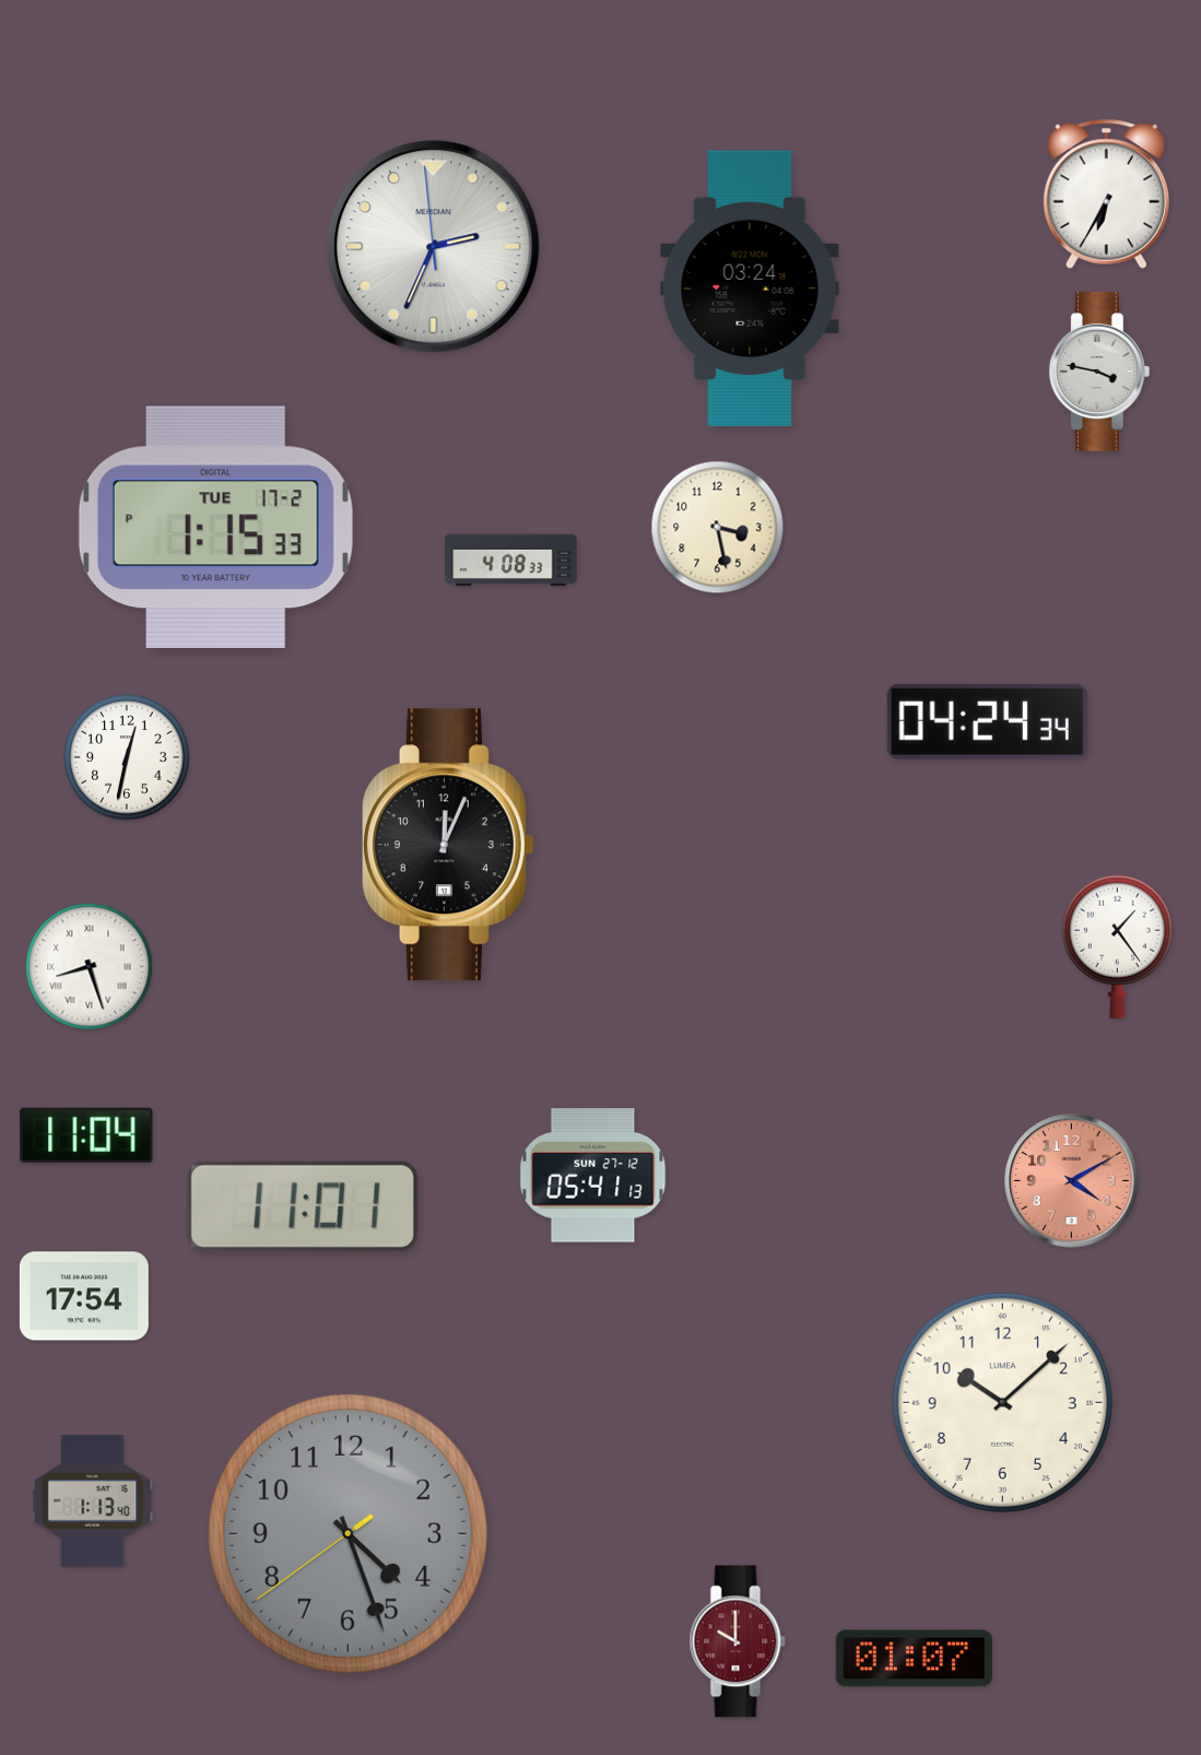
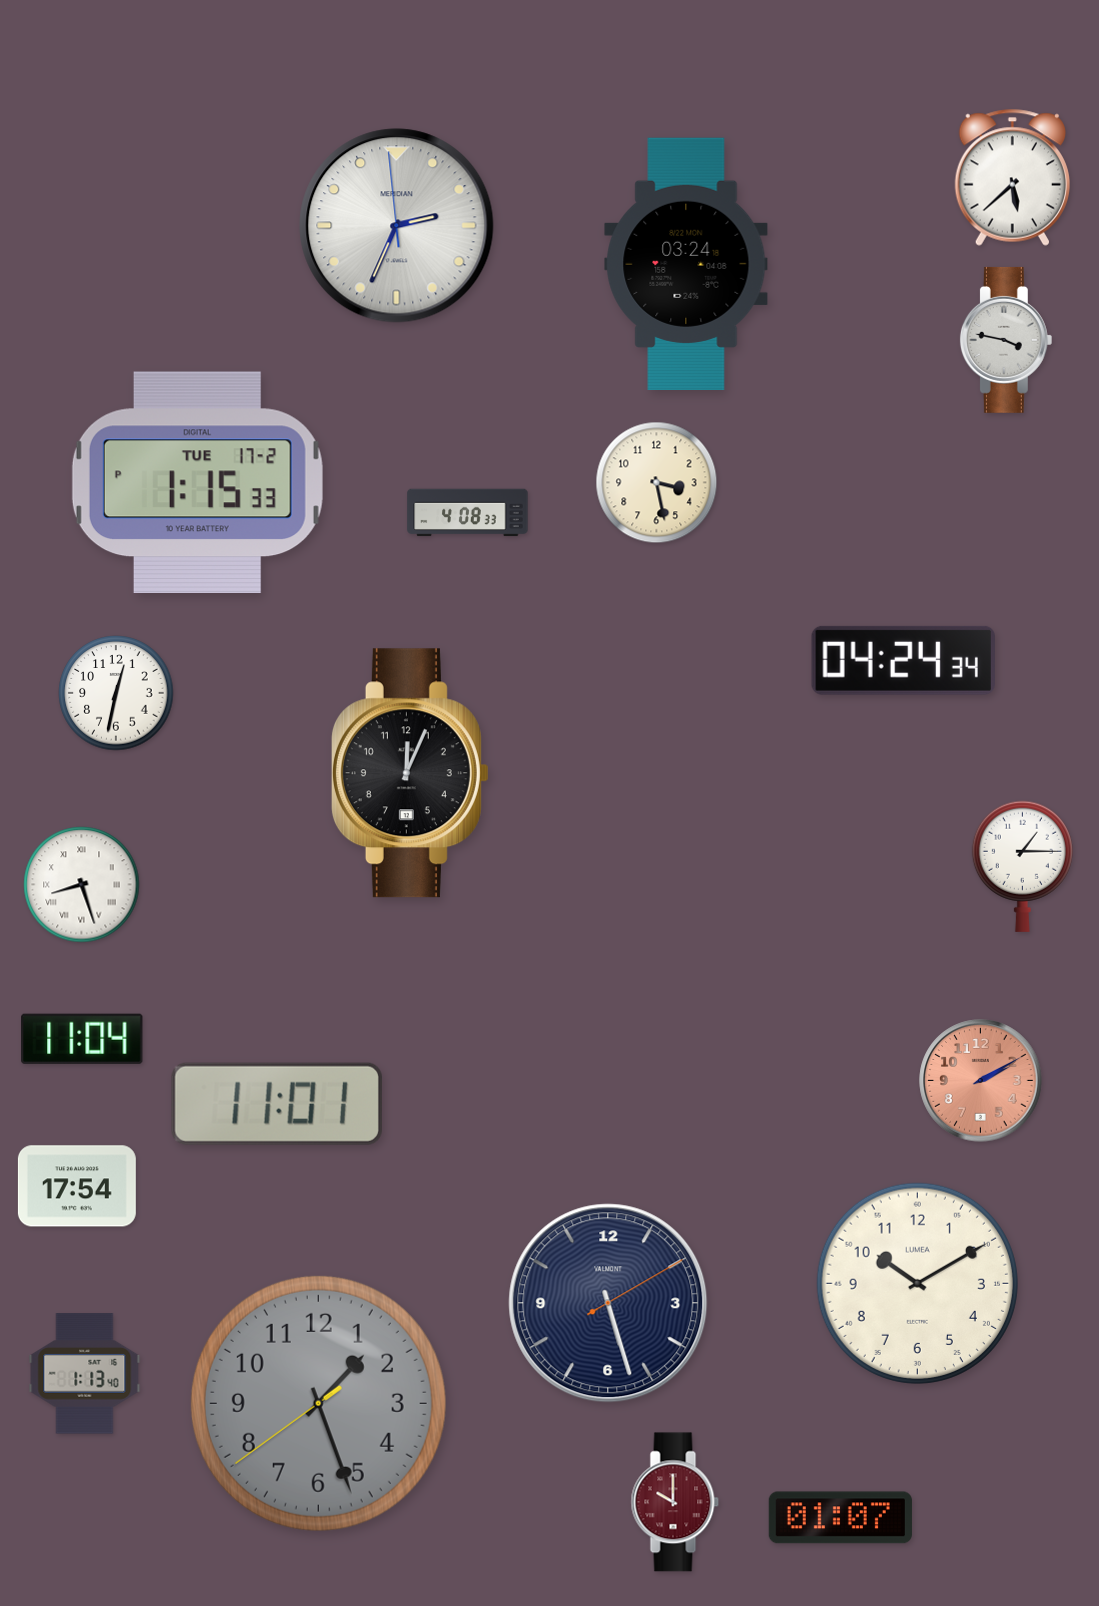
clock at (1106, 193): 6:35 -> 5:38
clock at (1117, 946): 1:24 -> 1:15
clock at (86, 1135) position: (86, 1135) -> (82, 1039)
clock at (593, 1176): 05:41 -> none
clock at (1072, 1181): 4:10 -> 2:10
clock at (1002, 1402): 10:08 -> 10:10
clock at (608, 1303): none -> 5:27
clock at (348, 1533): 4:26 -> 1:26
clock at (914, 1659) position: (914, 1659) -> (840, 1518)
